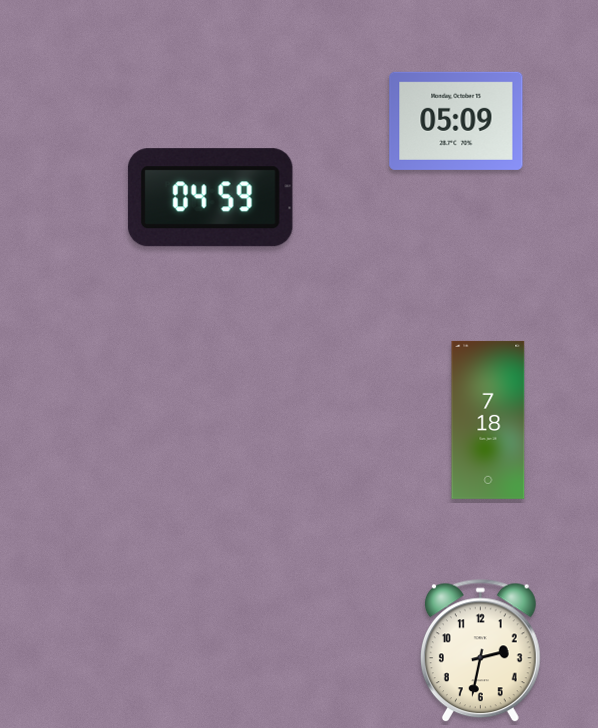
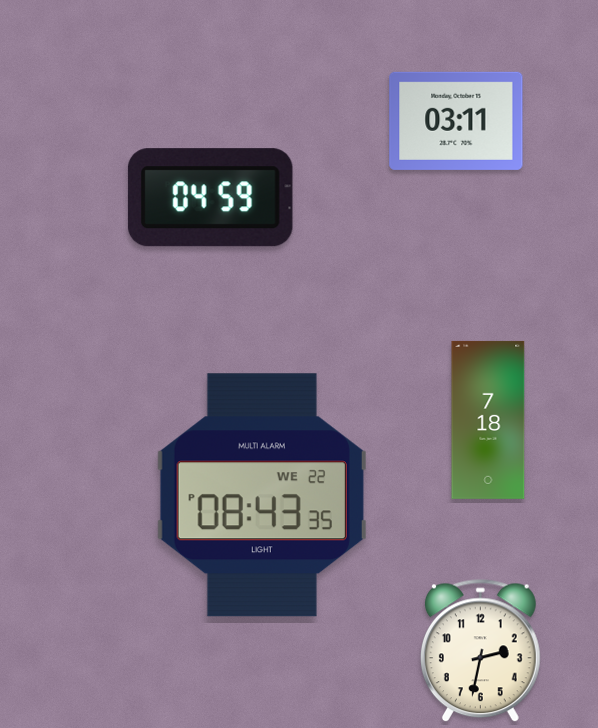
clock at (456, 121): 05:09 -> 03:11
clock at (262, 495): none -> 08:43
